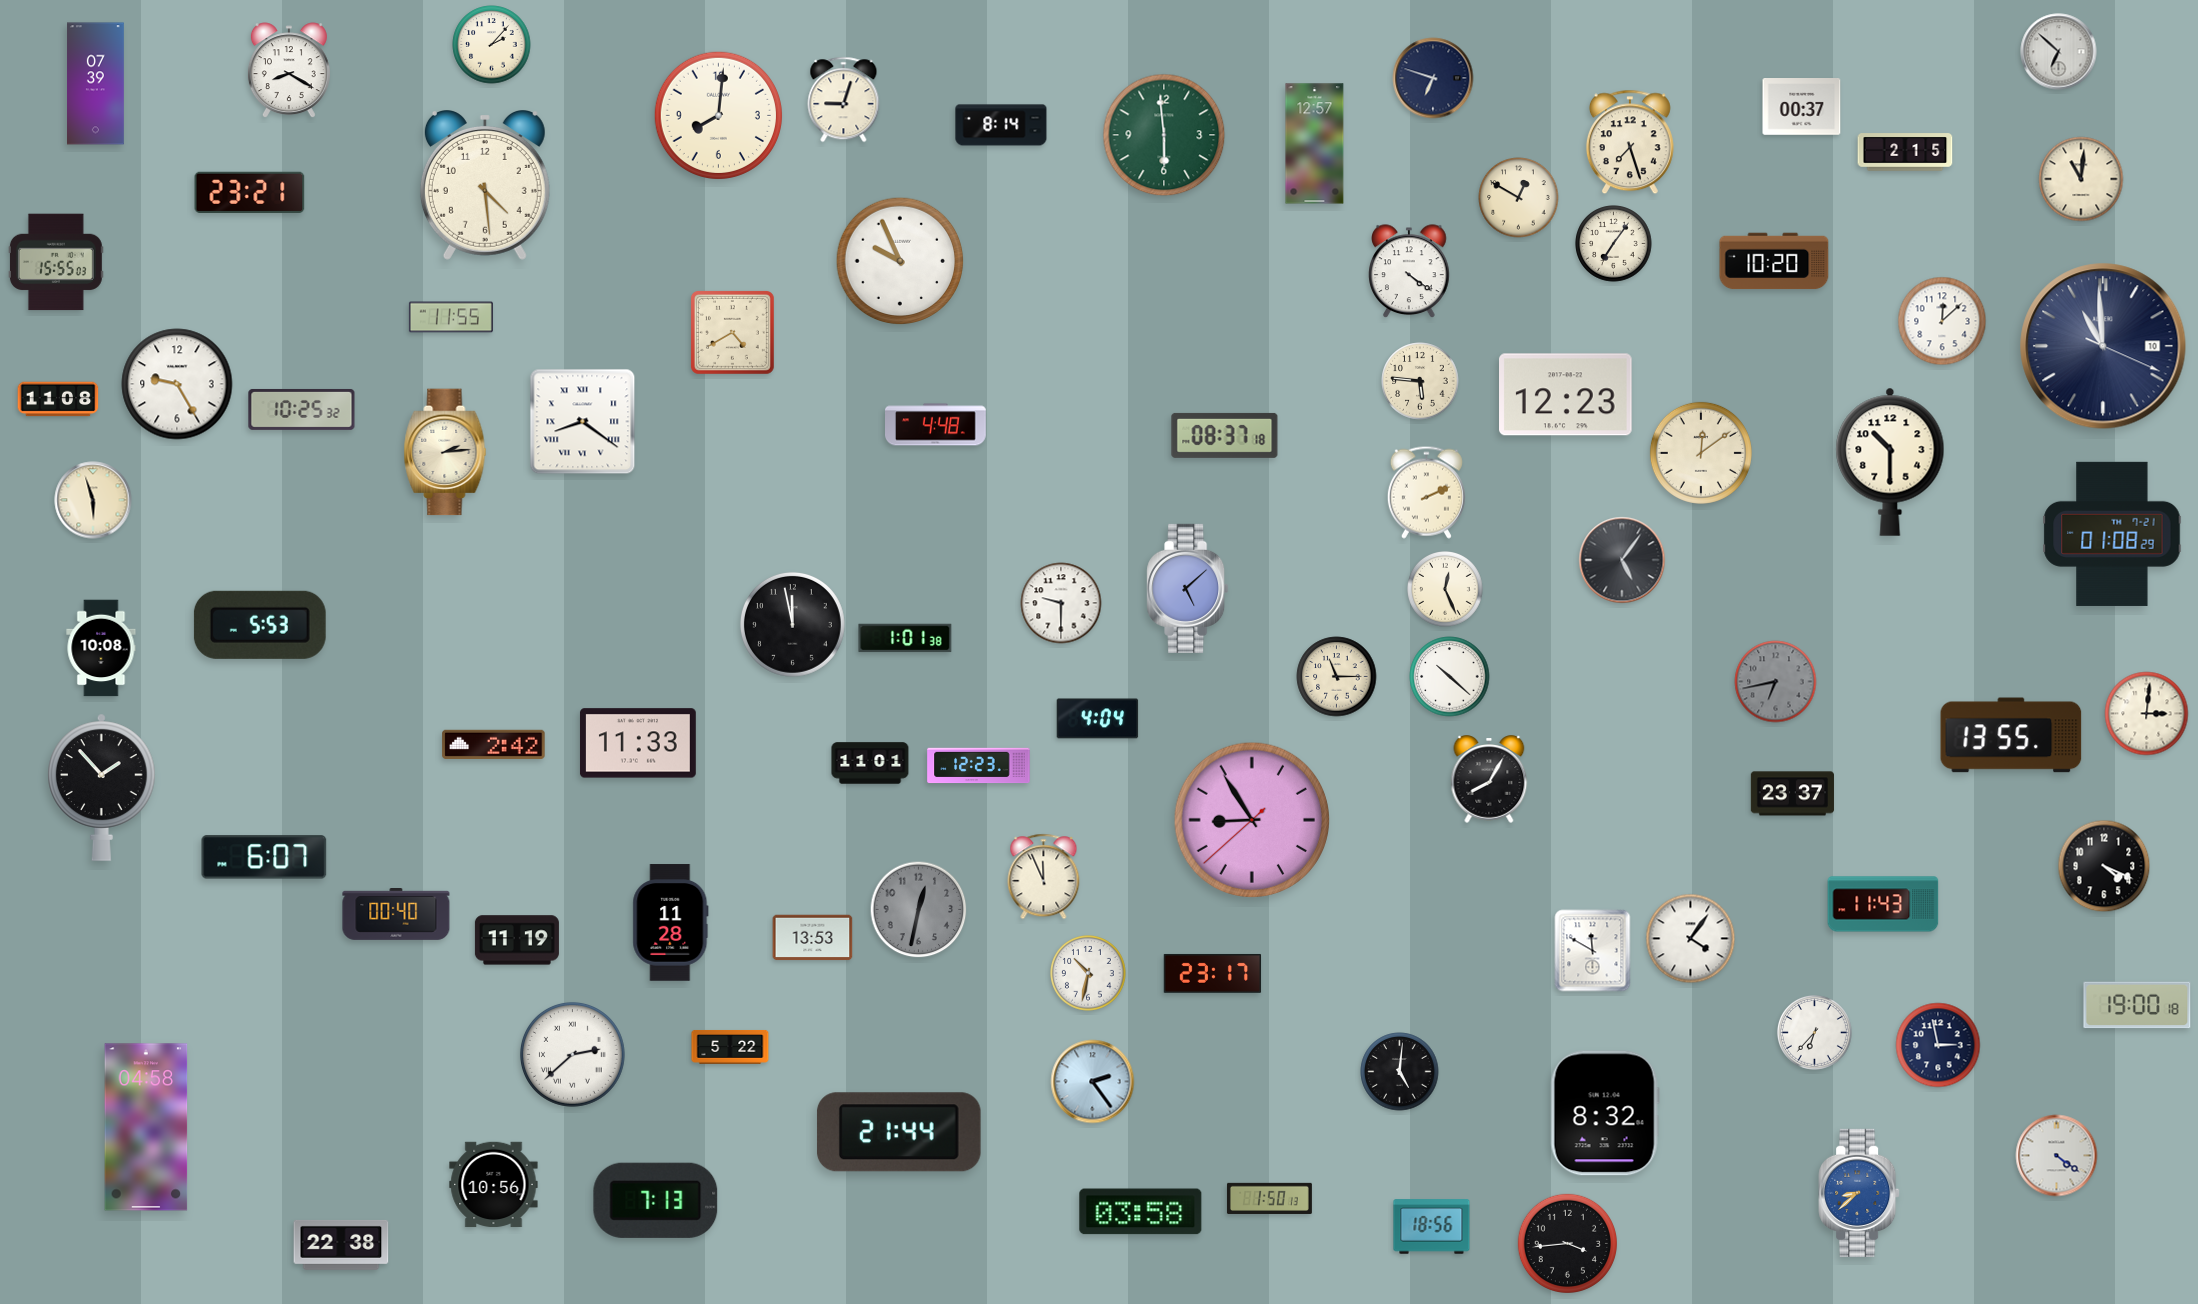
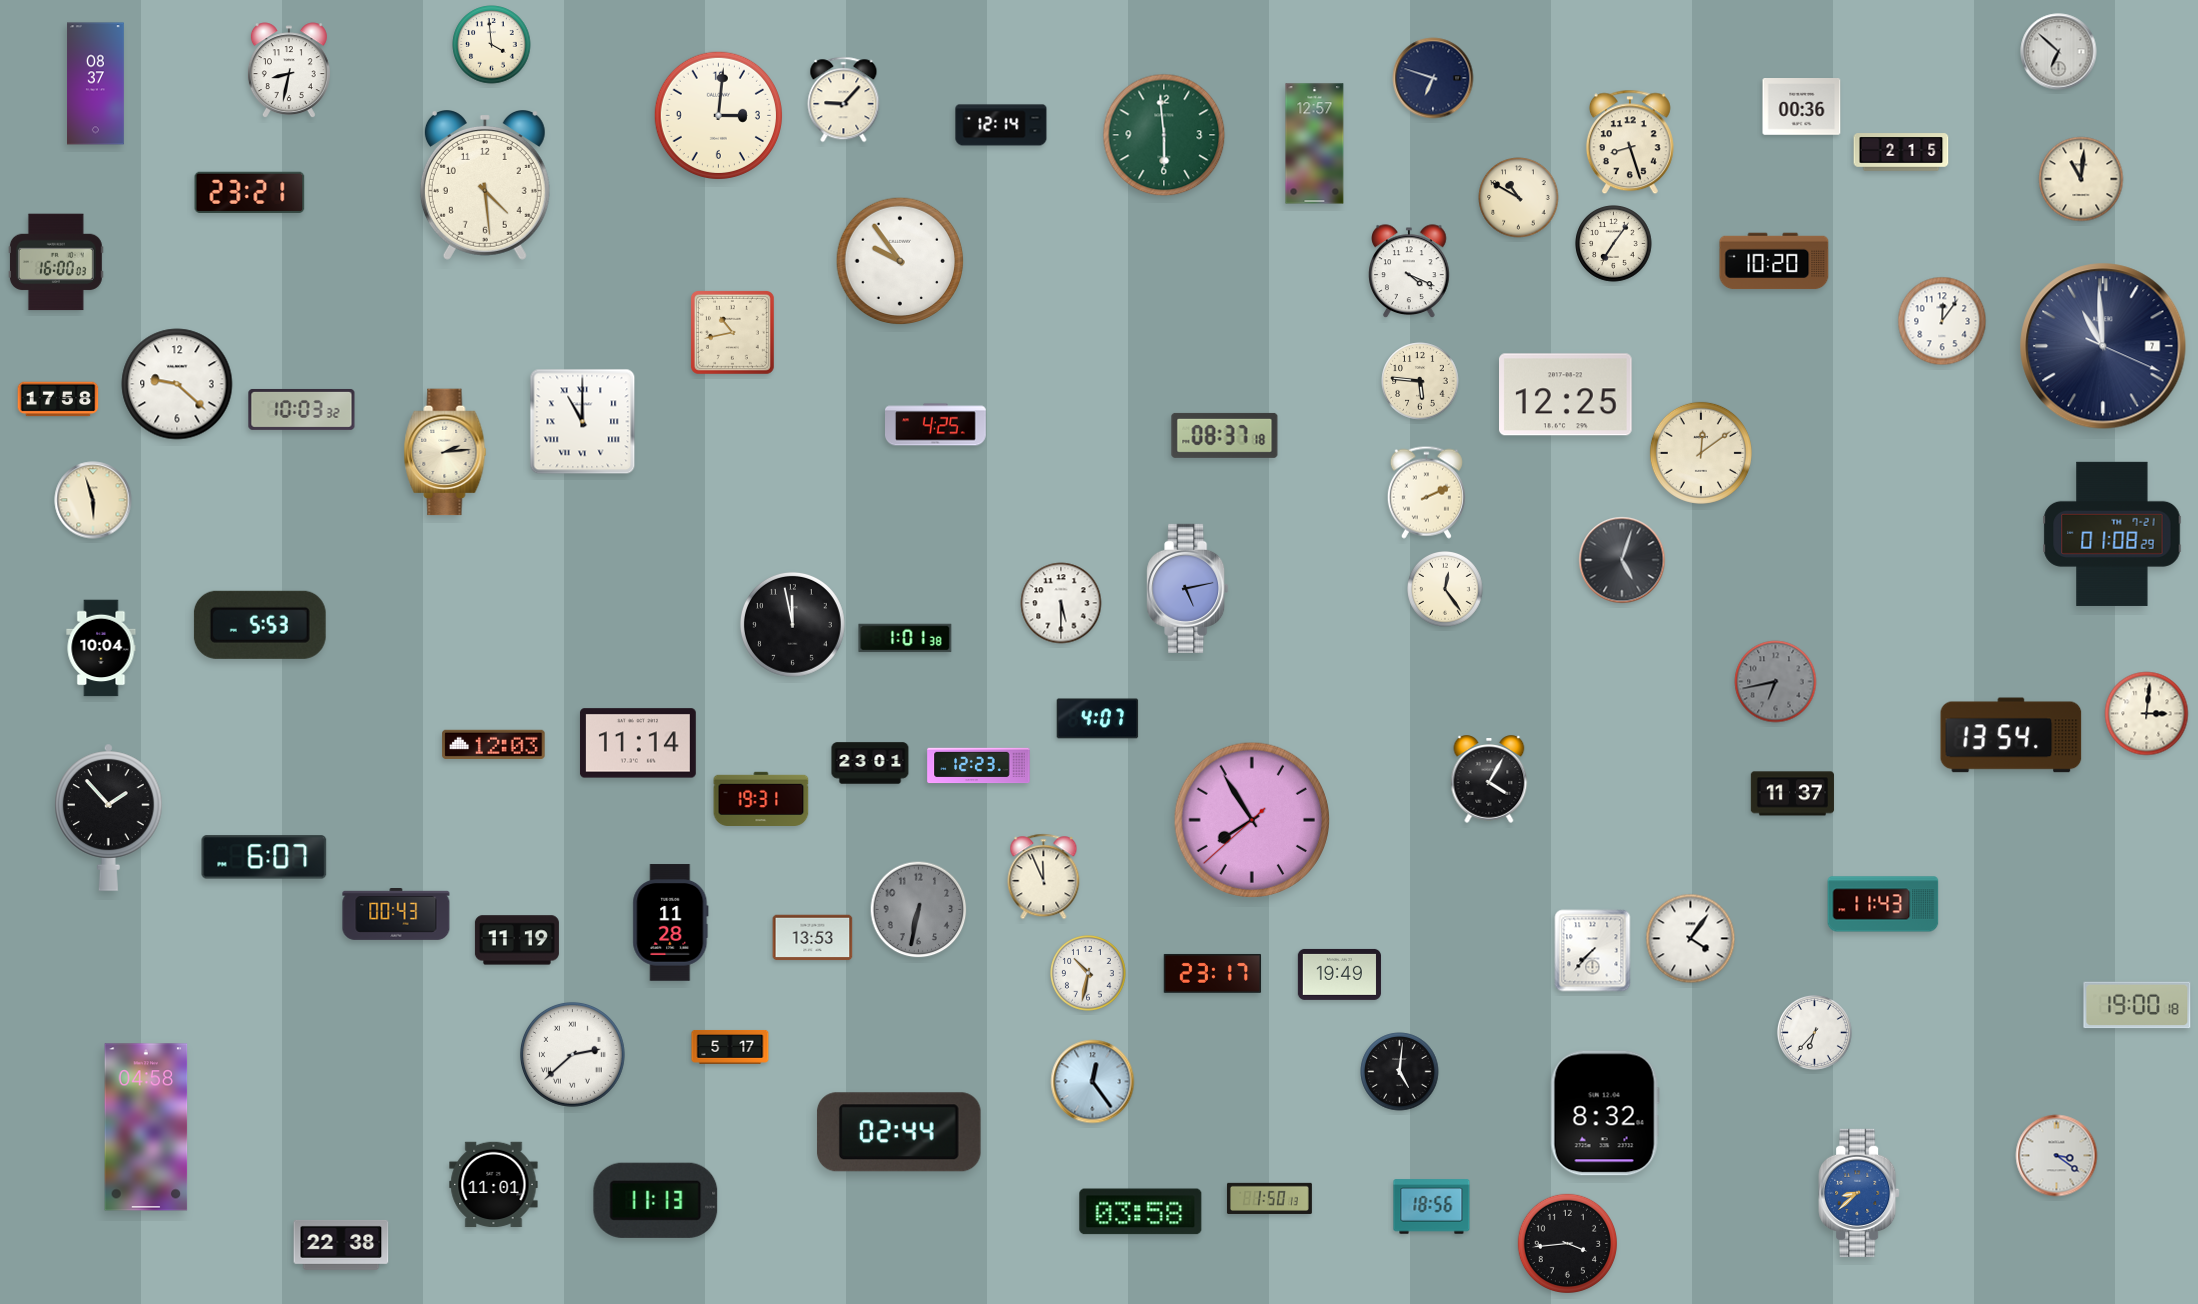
clock at (492, 45): 2:07 -> 3:59
clock at (289, 71): 8:20 -> 8:32
clock at (96, 84): 07:39 -> 08:37
clock at (844, 100): 9:03 -> 9:07
clock at (1802, 107): 00:37 -> 00:36
clock at (718, 115): 8:01 -> 3:01
clock at (1001, 125): 8:14 -> 12:14
clock at (1630, 142): 7:27 -> 8:27
clock at (1905, 152) position: (1905, 152) -> (1901, 152)
clock at (1519, 198): 12:50 -> 10:50
clock at (900, 261): 9:56 -> 9:54
clock at (56, 262): 15:55 -> 16:00
clock at (1409, 272): 4:21 -> 4:19
clock at (451, 317): 11:55 -> none
clock at (1942, 321): 12:08 -> 12:06
clock at (732, 332): 4:40 -> 10:43
clock at (2103, 346) date: 10 -> 7
clock at (177, 384): 9:25 -> 9:22
clock at (1566, 395): 12:23 -> 12:25
clock at (58, 399): 11:08 -> 17:58
clock at (302, 409): 10:25 -> 10:03
clock at (583, 422): 8:21 -> 11:00
clock at (936, 425): 4:48 -> 4:25
clock at (1890, 462): 10:30 -> none
clock at (1622, 560): 5:06 -> 5:03
clock at (1188, 588): 5:08 -> 5:13
clock at (1446, 590): 12:26 -> 12:24
clock at (1061, 603): 9:30 -> 5:30
clock at (101, 648): 10:08 -> 10:04
clock at (1337, 677): 11:15 -> none
clock at (1450, 677): 10:22 -> none
clock at (1098, 719): 4:04 -> 4:07
clock at (2011, 735): 13:55 -> 13:54
clock at (638, 743): 11:33 -> 11:14
clock at (494, 744): 2:42 -> 12:03
clock at (870, 763): 11:01 -> 23:01
clock at (1489, 779): 8:05 -> 4:05
clock at (102, 787) position: (102, 787) -> (109, 817)
clock at (1792, 794): 23:37 -> 11:37
clock at (761, 798): none -> 19:31
clock at (1252, 820): 8:54 -> 7:54
clock at (2104, 866): 4:19 -> none
clock at (919, 910): 12:32 -> 6:32
clock at (396, 915): 00:40 -> 00:43
clock at (1593, 951): 11:50 -> 7:37
clock at (1339, 974): none -> 19:49
clock at (1938, 1045): 2:58 -> none
clock at (730, 1047): 5:22 -> 5:17
clock at (1093, 1082): 2:24 -> 12:24
clock at (899, 1132): 21:44 -> 02:44
clock at (2057, 1156): 4:21 -> 3:21
clock at (494, 1185): 10:56 -> 11:01
clock at (656, 1200): 7:13 -> 11:13
clock at (1432, 1227) position: (1432, 1227) -> (1432, 1207)
